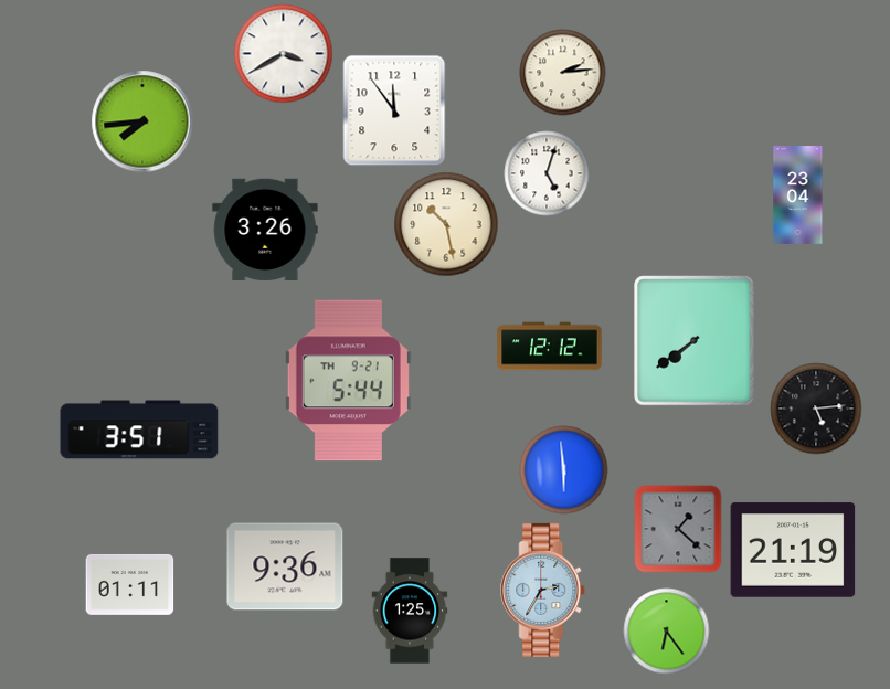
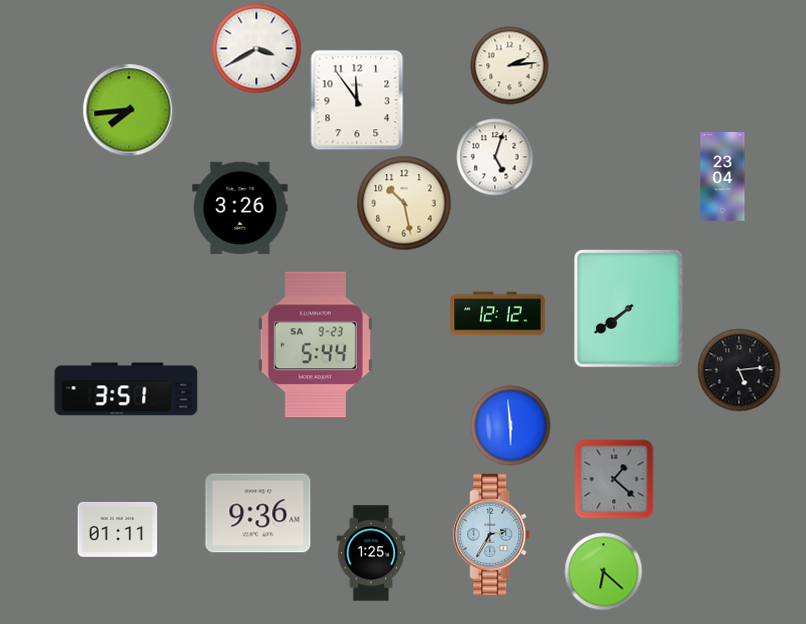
clock at (348, 381) date: TH 9-21 -> SA 9-23
clock at (793, 550): 21:19 -> none
clock at (667, 632): 6:24 -> 6:22
